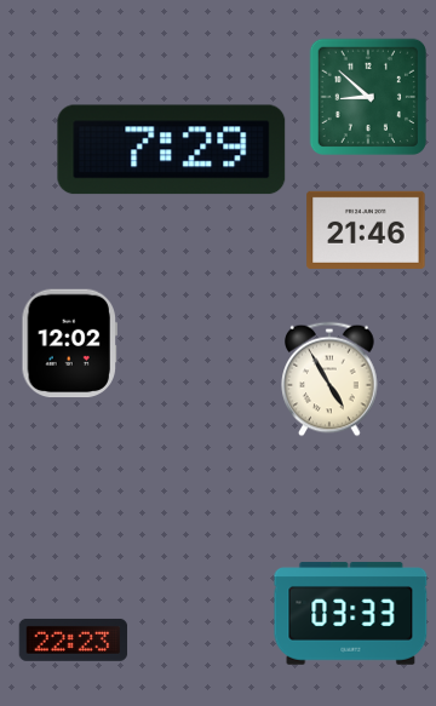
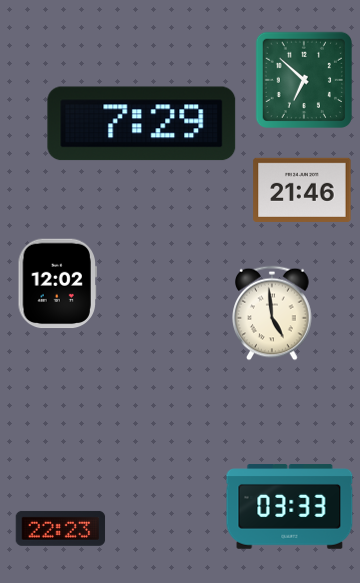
clock at (367, 96): 8:52 -> 6:52
clock at (329, 379): 4:55 -> 4:59
